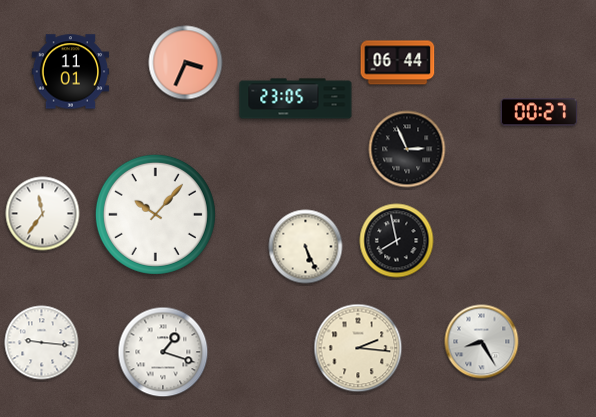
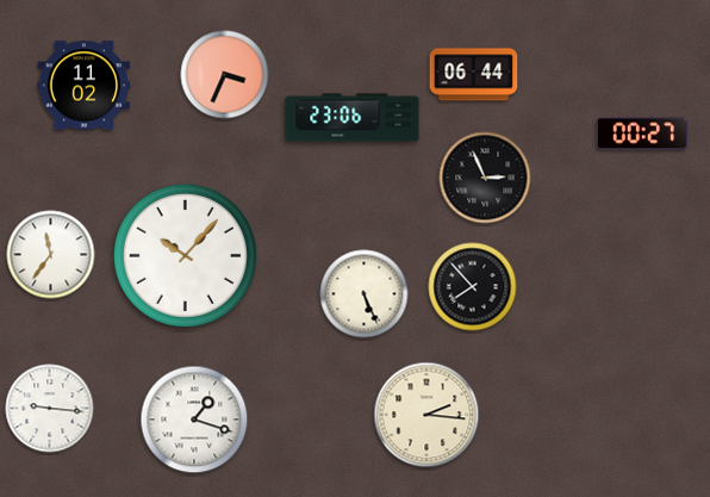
clock at (186, 63) position: (186, 63) -> (225, 75)
clock at (71, 72): 11:01 -> 11:02
clock at (296, 99): 23:05 -> 23:06
clock at (397, 241): 7:58 -> 7:53
clock at (482, 342): 8:25 -> none
